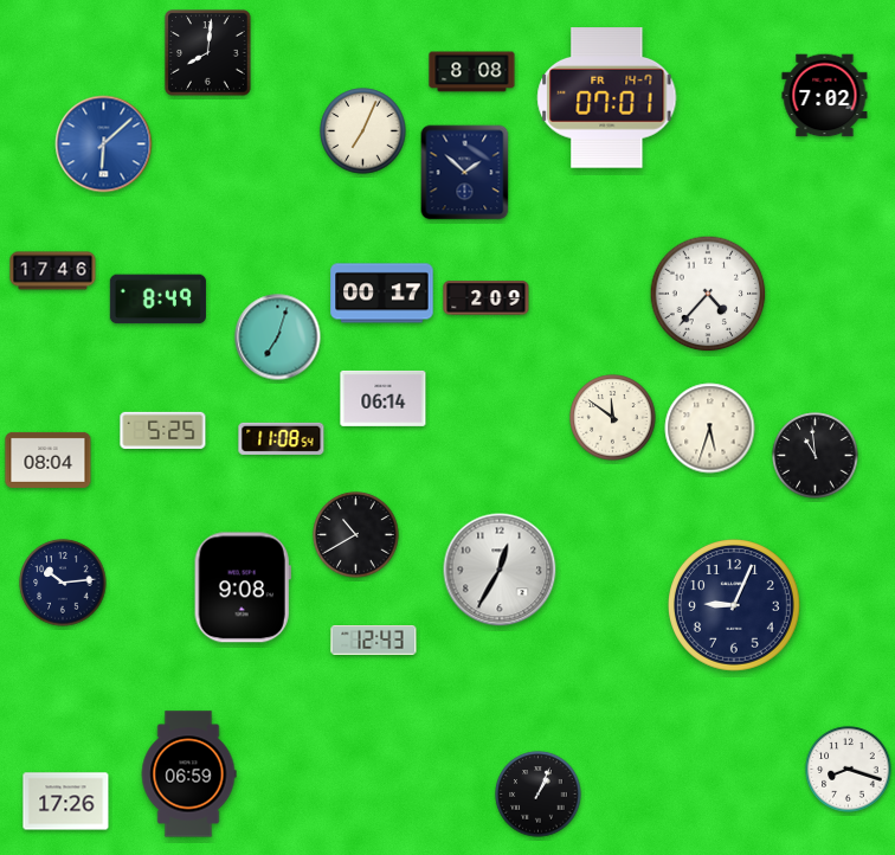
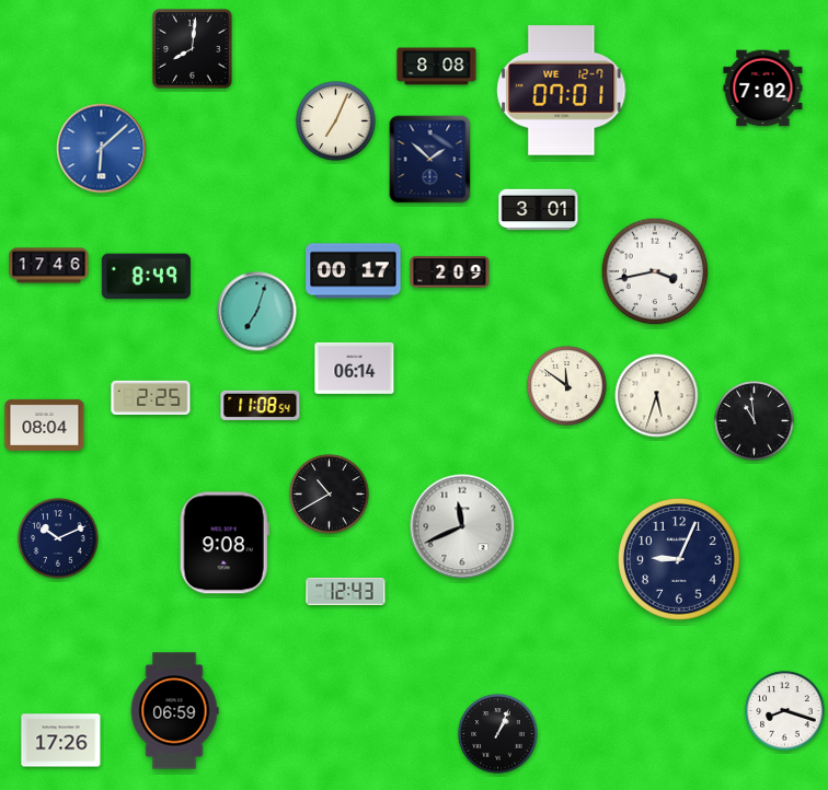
clock at (607, 98) date: FR 14-7 -> WE 12-7
clock at (104, 144) position: (104, 144) -> (102, 149)
clock at (539, 210): none -> 3:01
clock at (53, 271) position: (53, 271) -> (49, 266)
clock at (708, 294): 4:37 -> 3:43
clock at (487, 298) position: (487, 298) -> (450, 272)
clock at (163, 430): 5:25 -> 2:25
clock at (500, 570): 12:35 -> 11:41
clock at (63, 583): 10:14 -> 10:11
clock at (188, 774) position: (188, 774) -> (174, 711)
